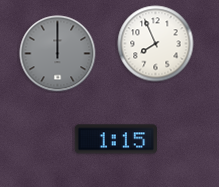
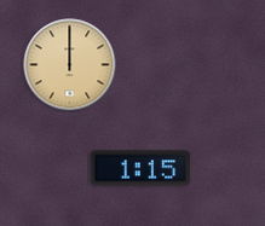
clock at (156, 44): 7:56 -> none
clock at (58, 54) dial: grey -> champagne
